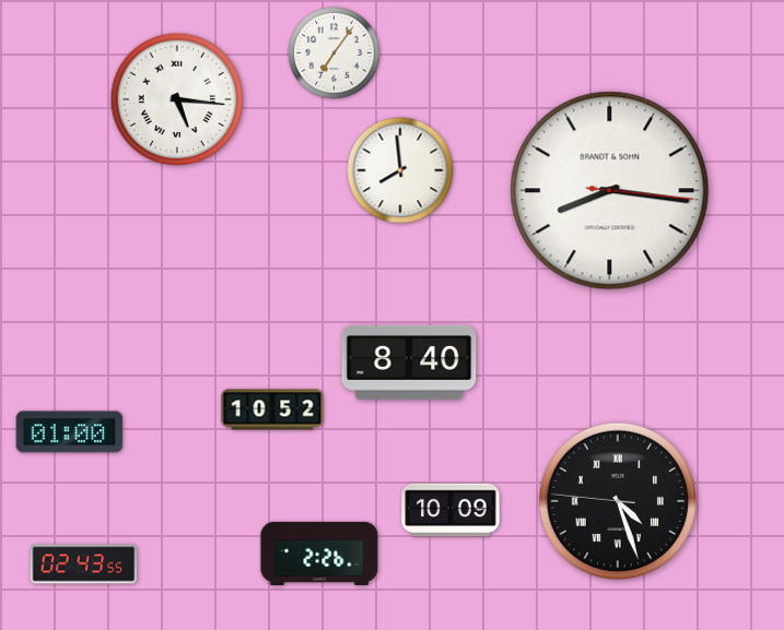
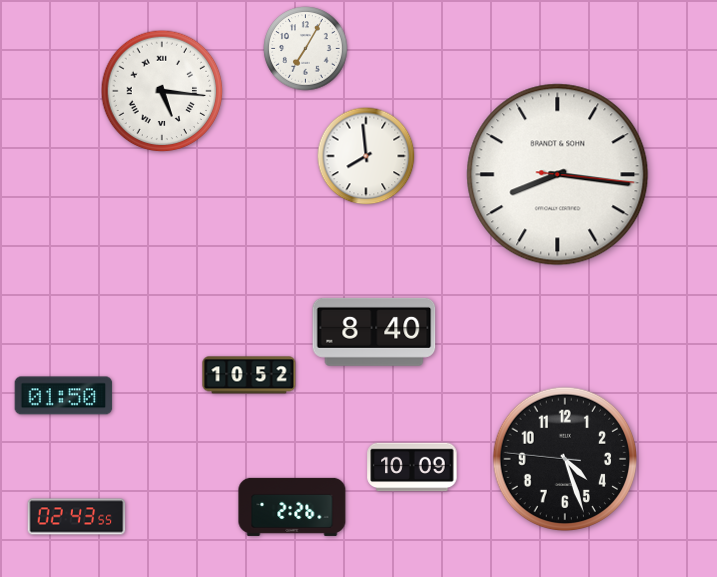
clock at (335, 54): 7:06 -> 7:05
clock at (70, 432): 01:00 -> 01:50
clock at (618, 501) numerals: Roman -> Arabic
